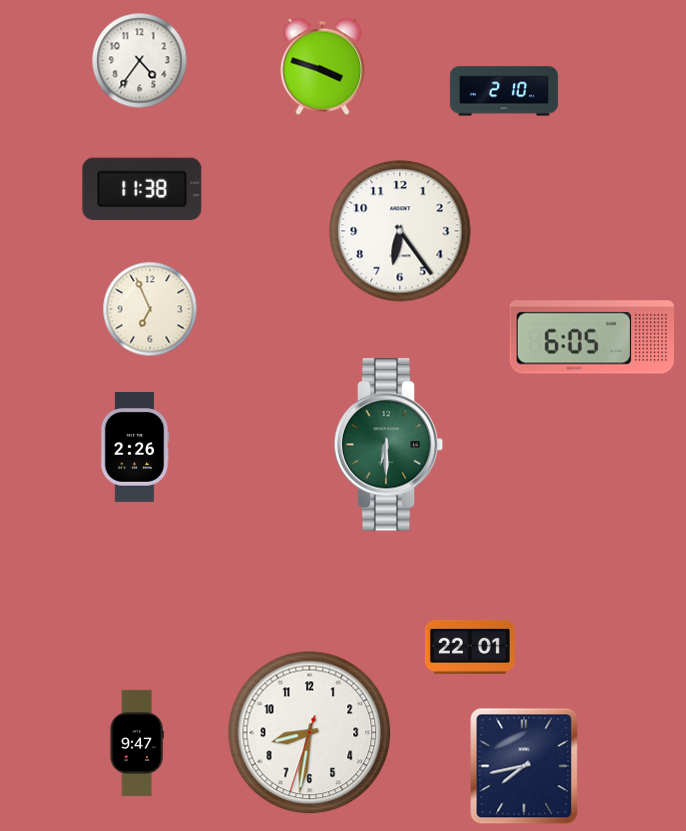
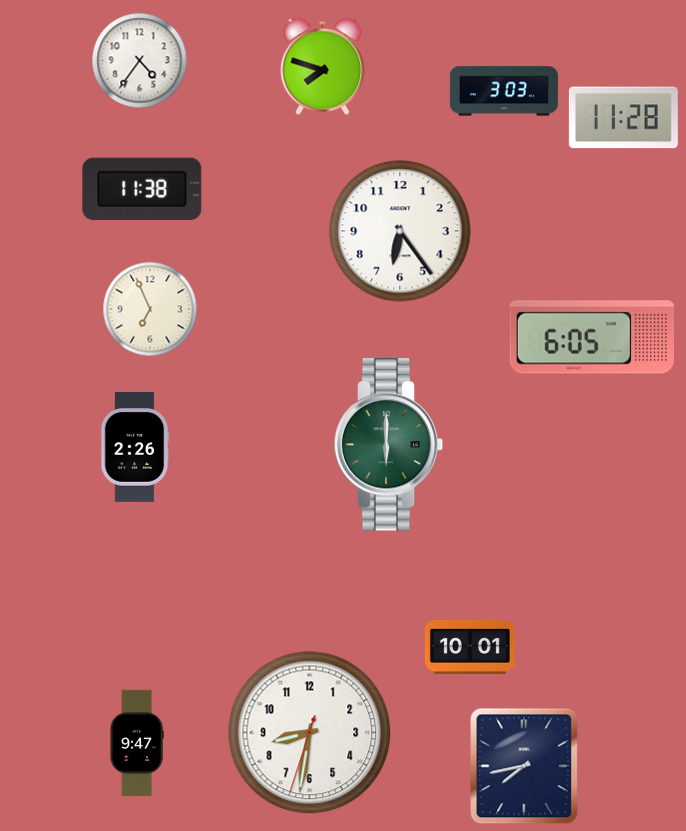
clock at (323, 66): 3:48 -> 7:48
clock at (504, 91): 2:10 -> 3:03
clock at (623, 118): none -> 11:28
clock at (389, 445): 6:30 -> 6:00
clock at (470, 647): 22:01 -> 10:01
